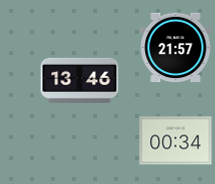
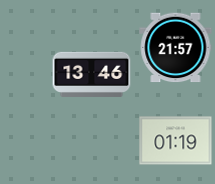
clock at (80, 80) position: (80, 80) -> (92, 74)
clock at (176, 141): 00:34 -> 01:19
